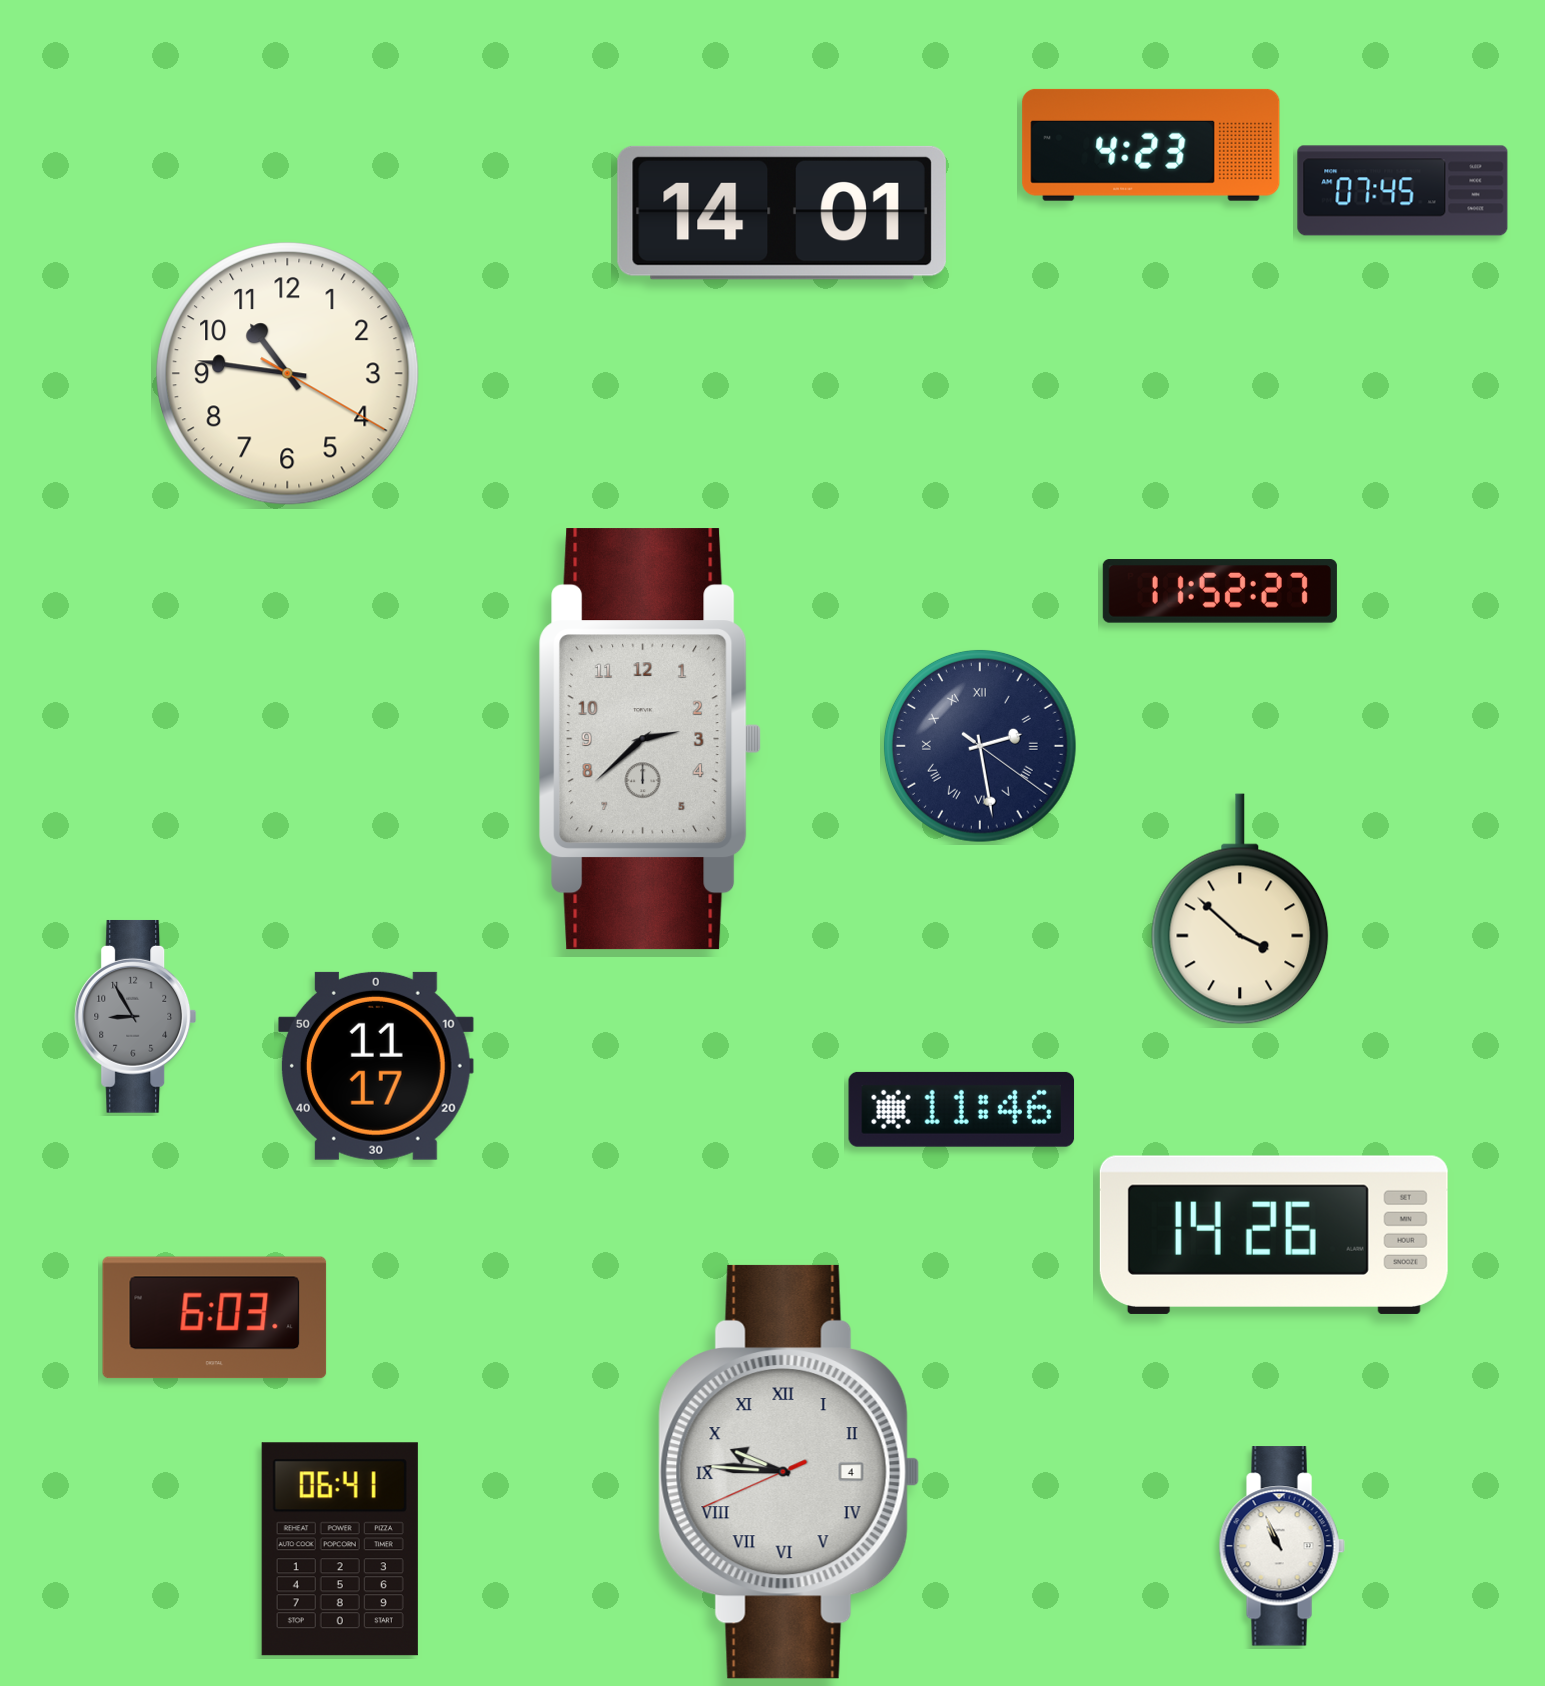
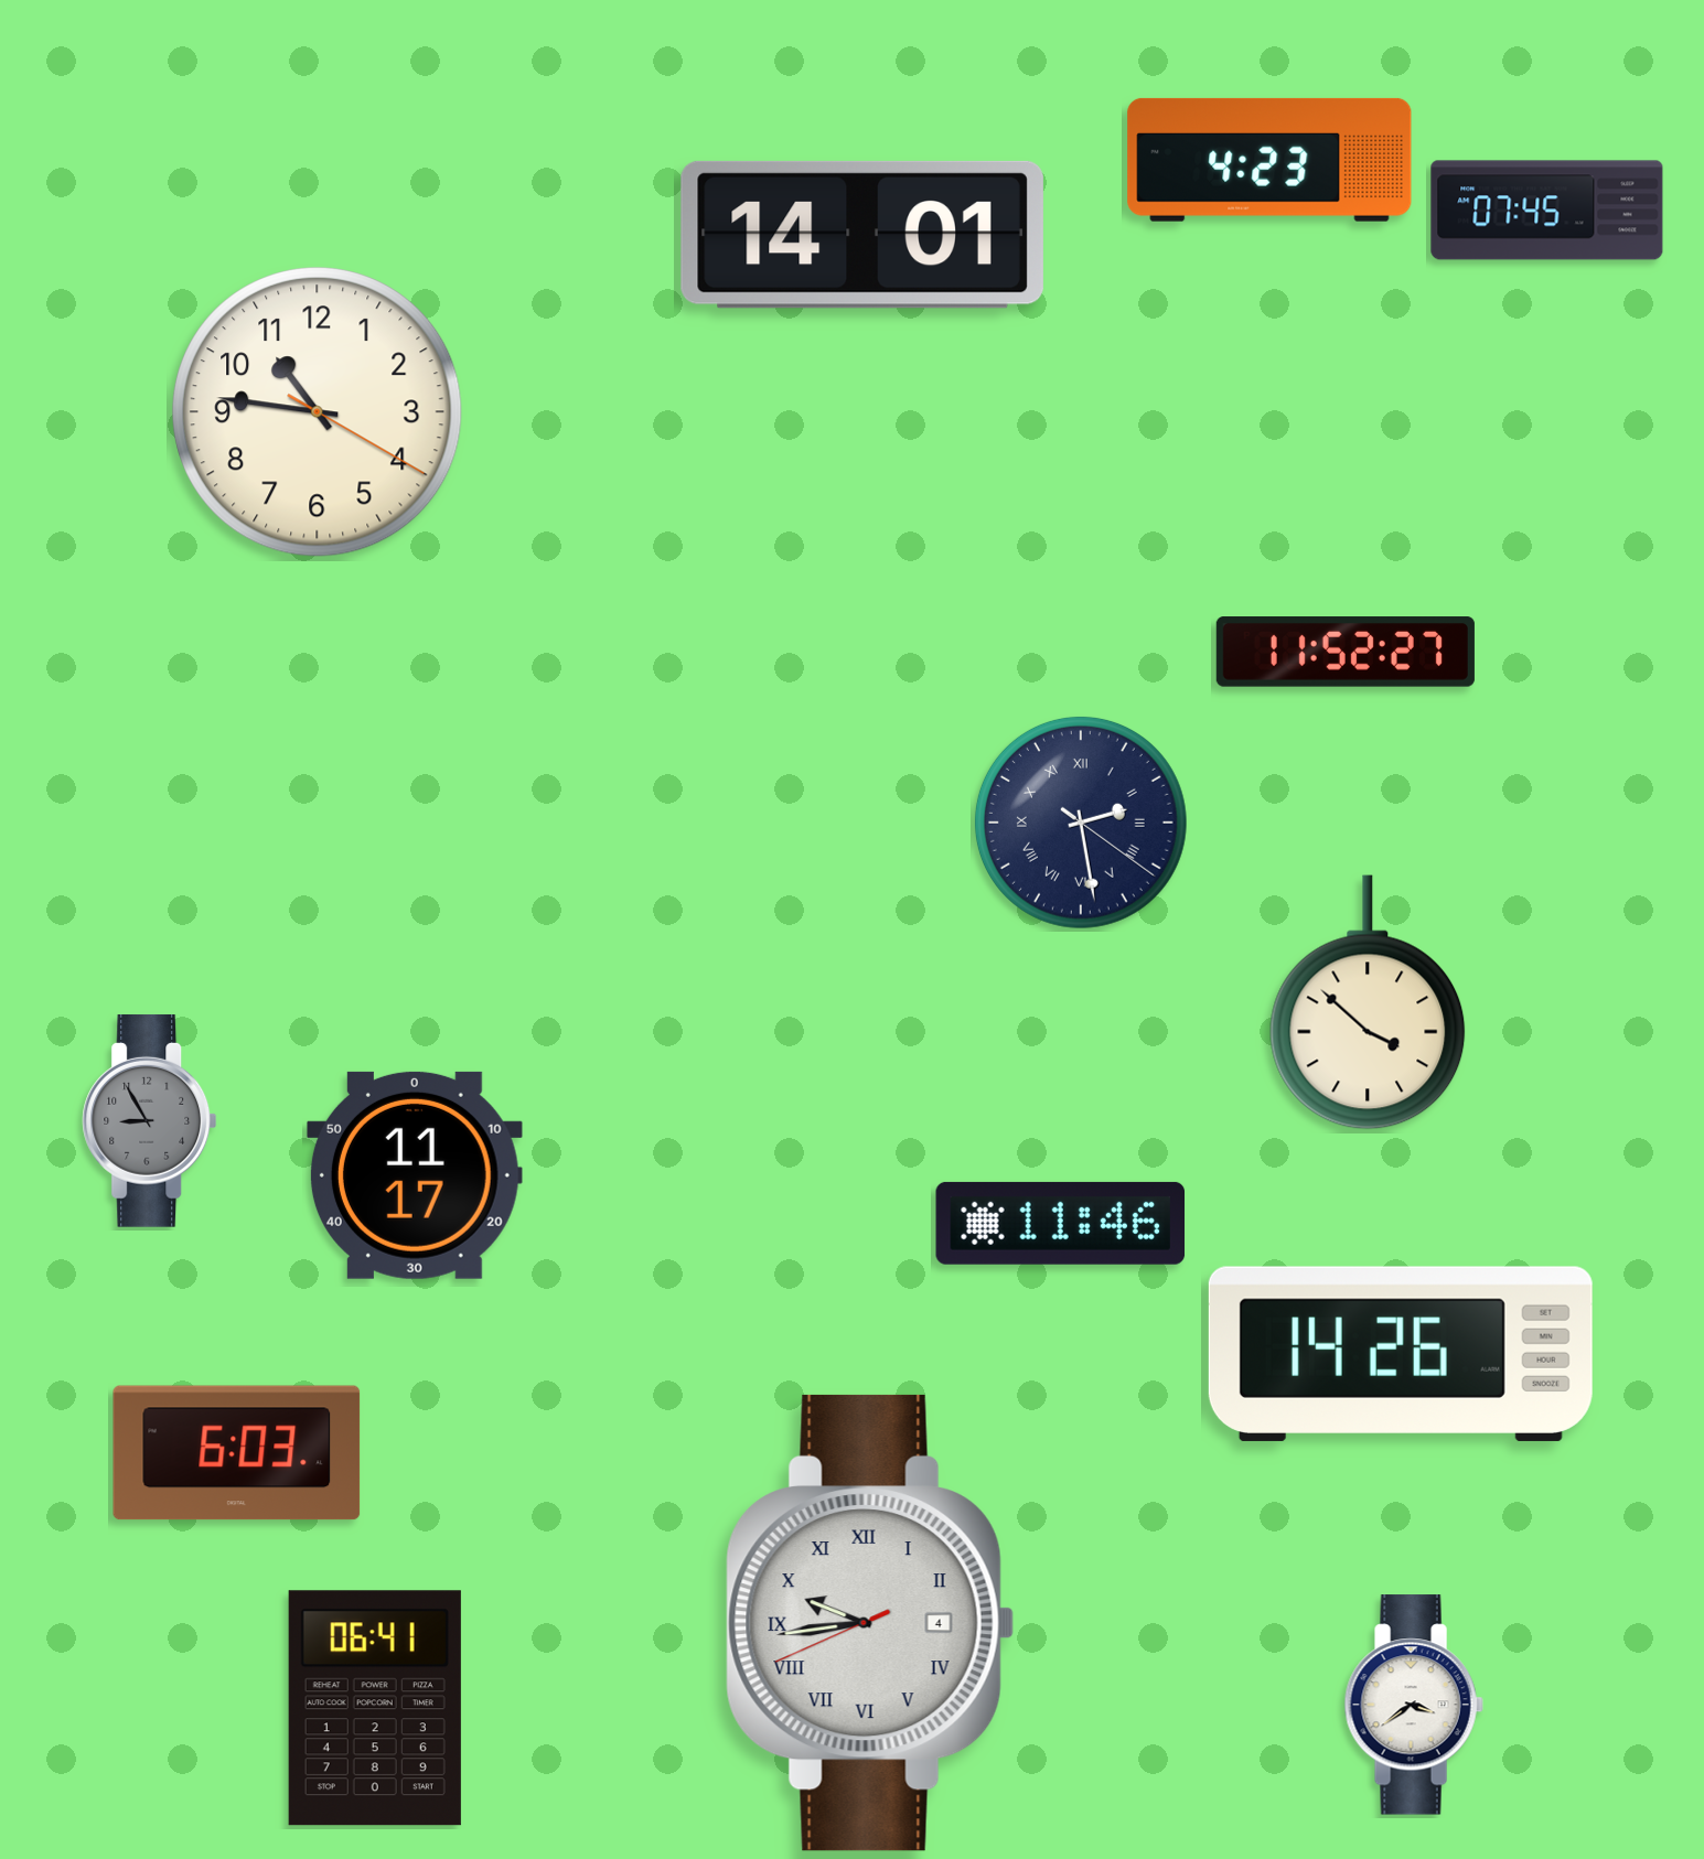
clock at (650, 739): 2:38 -> none
clock at (1274, 1235) position: (1274, 1235) -> (1401, 1354)
clock at (789, 1472): 9:45 -> 9:43
clock at (1282, 1546): 10:56 -> 3:39
